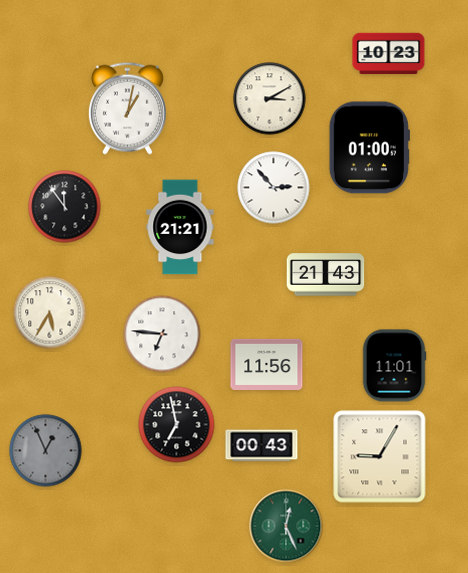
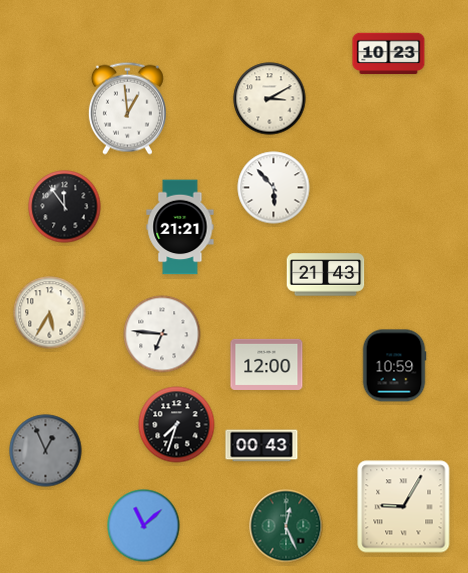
clock at (127, 108): 1:02 -> 12:59
clock at (369, 148): 01:00 -> none
clock at (274, 188): 2:53 -> 5:53
clock at (267, 364): 11:56 -> 12:00
clock at (394, 366): 11:01 -> 10:59
clock at (177, 425): 6:58 -> 7:33
clock at (380, 457) position: (380, 457) -> (404, 507)
clock at (144, 526): none -> 11:08
